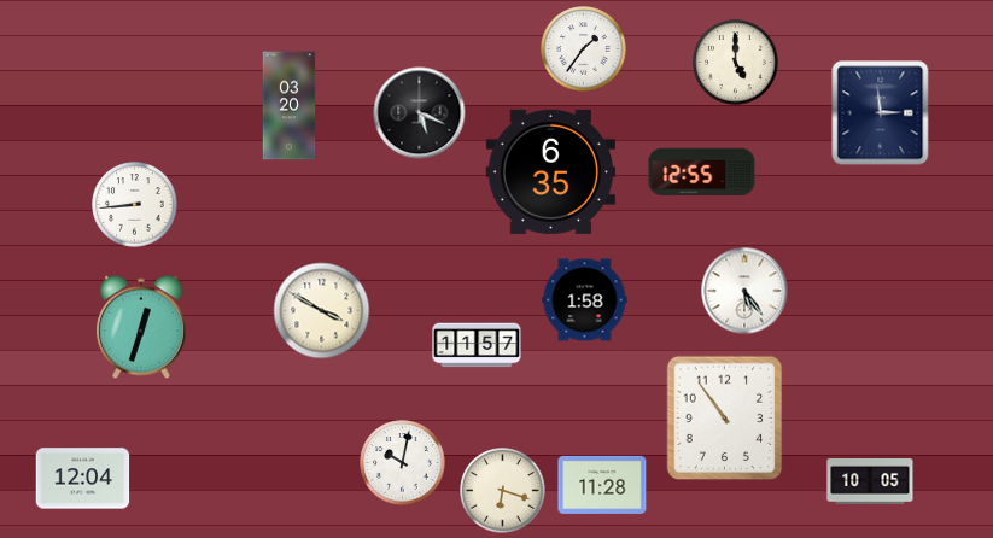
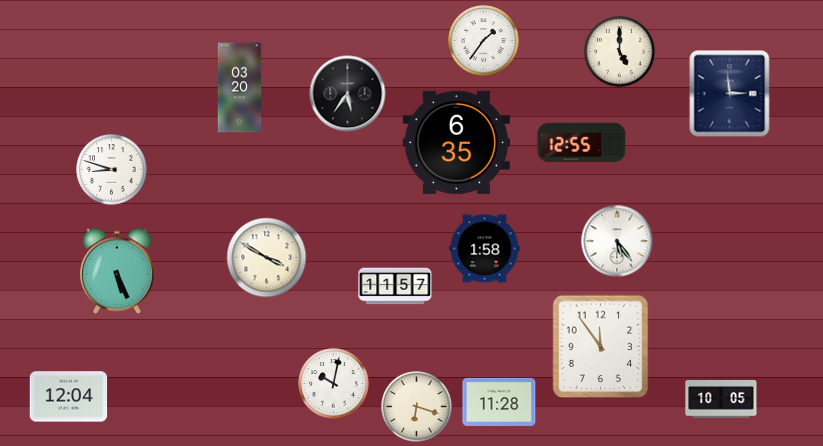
clock at (736, 63) position: (736, 63) -> (620, 52)
clock at (420, 113): 5:19 -> 5:36
clock at (135, 205): 8:44 -> 8:48
clock at (141, 327): 12:33 -> 5:26
clock at (725, 419): 10:54 -> 11:54
